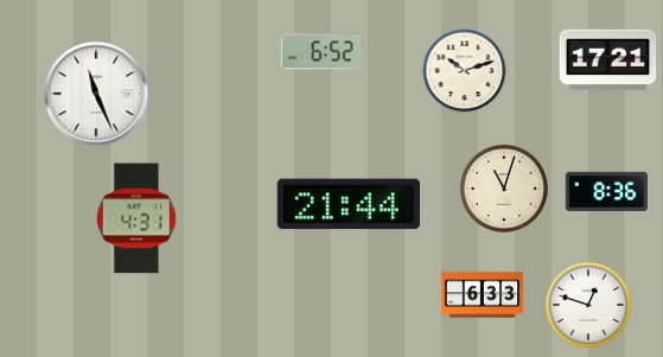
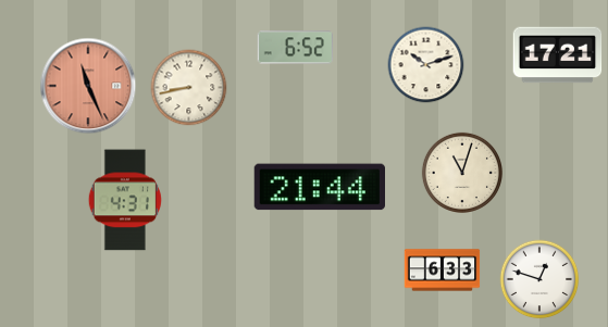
clock at (96, 94) dial: white -> salmon
clock at (189, 88): none -> 8:43
clock at (607, 191): 8:36 -> none
